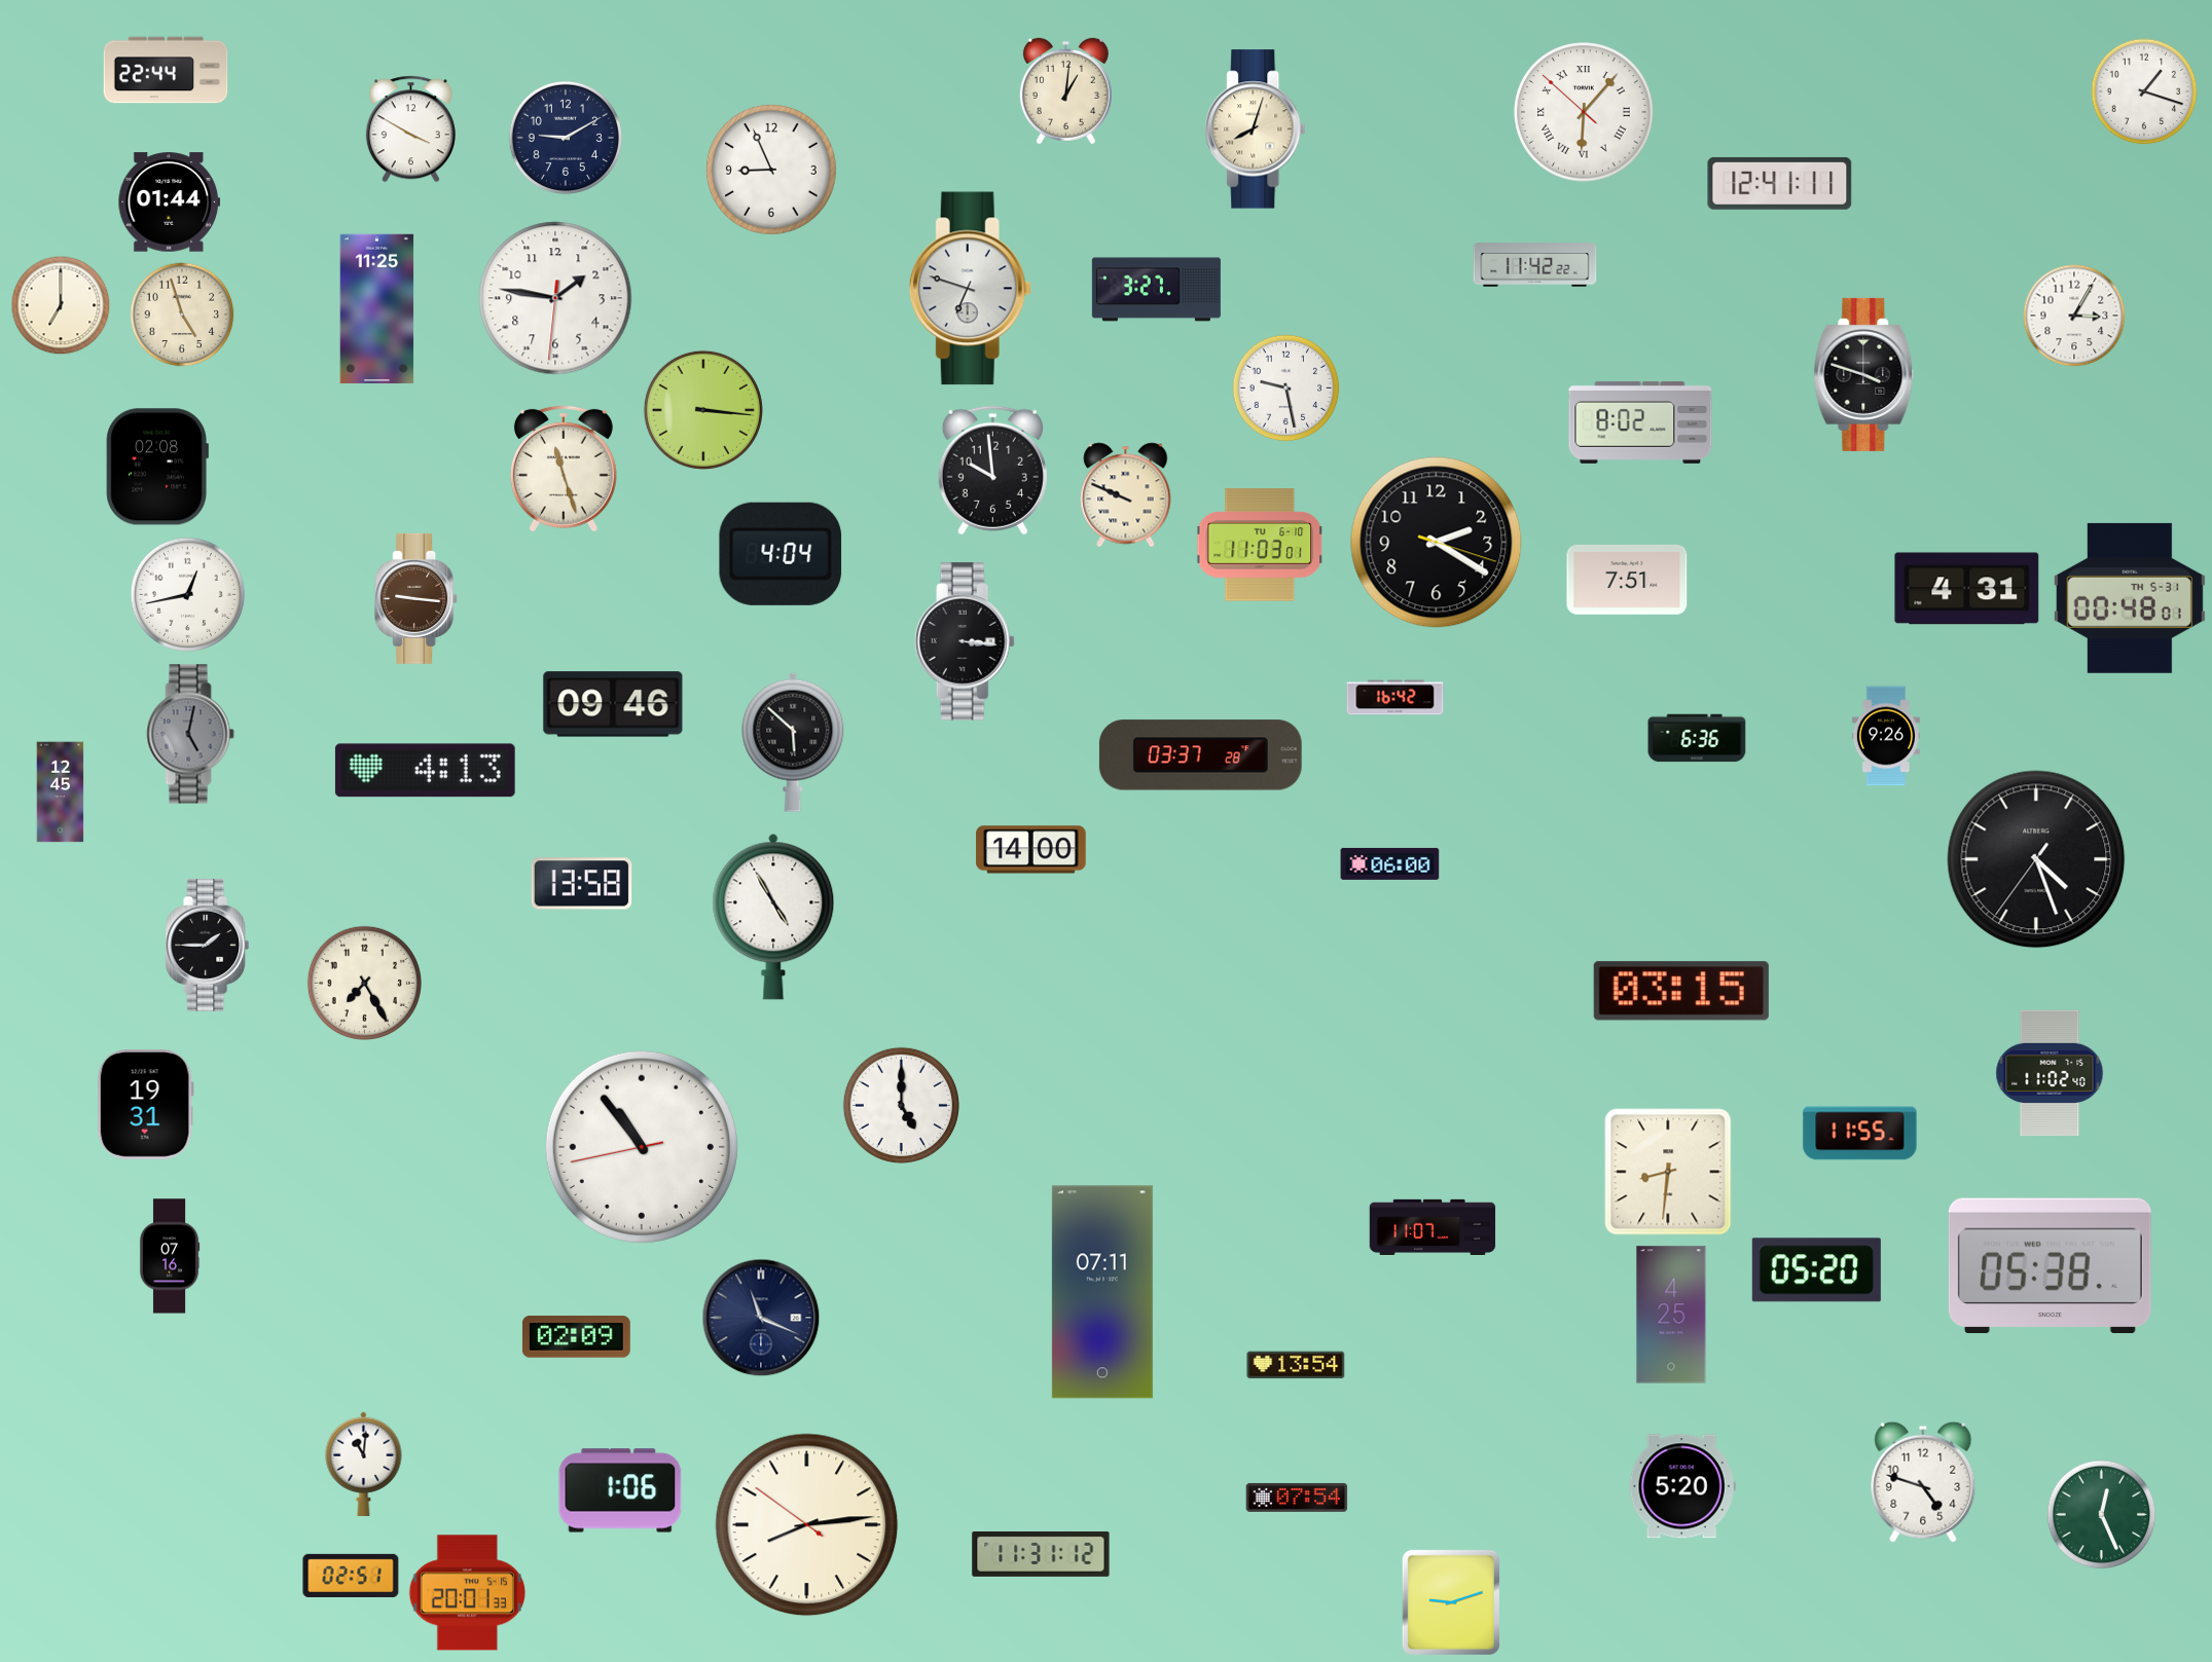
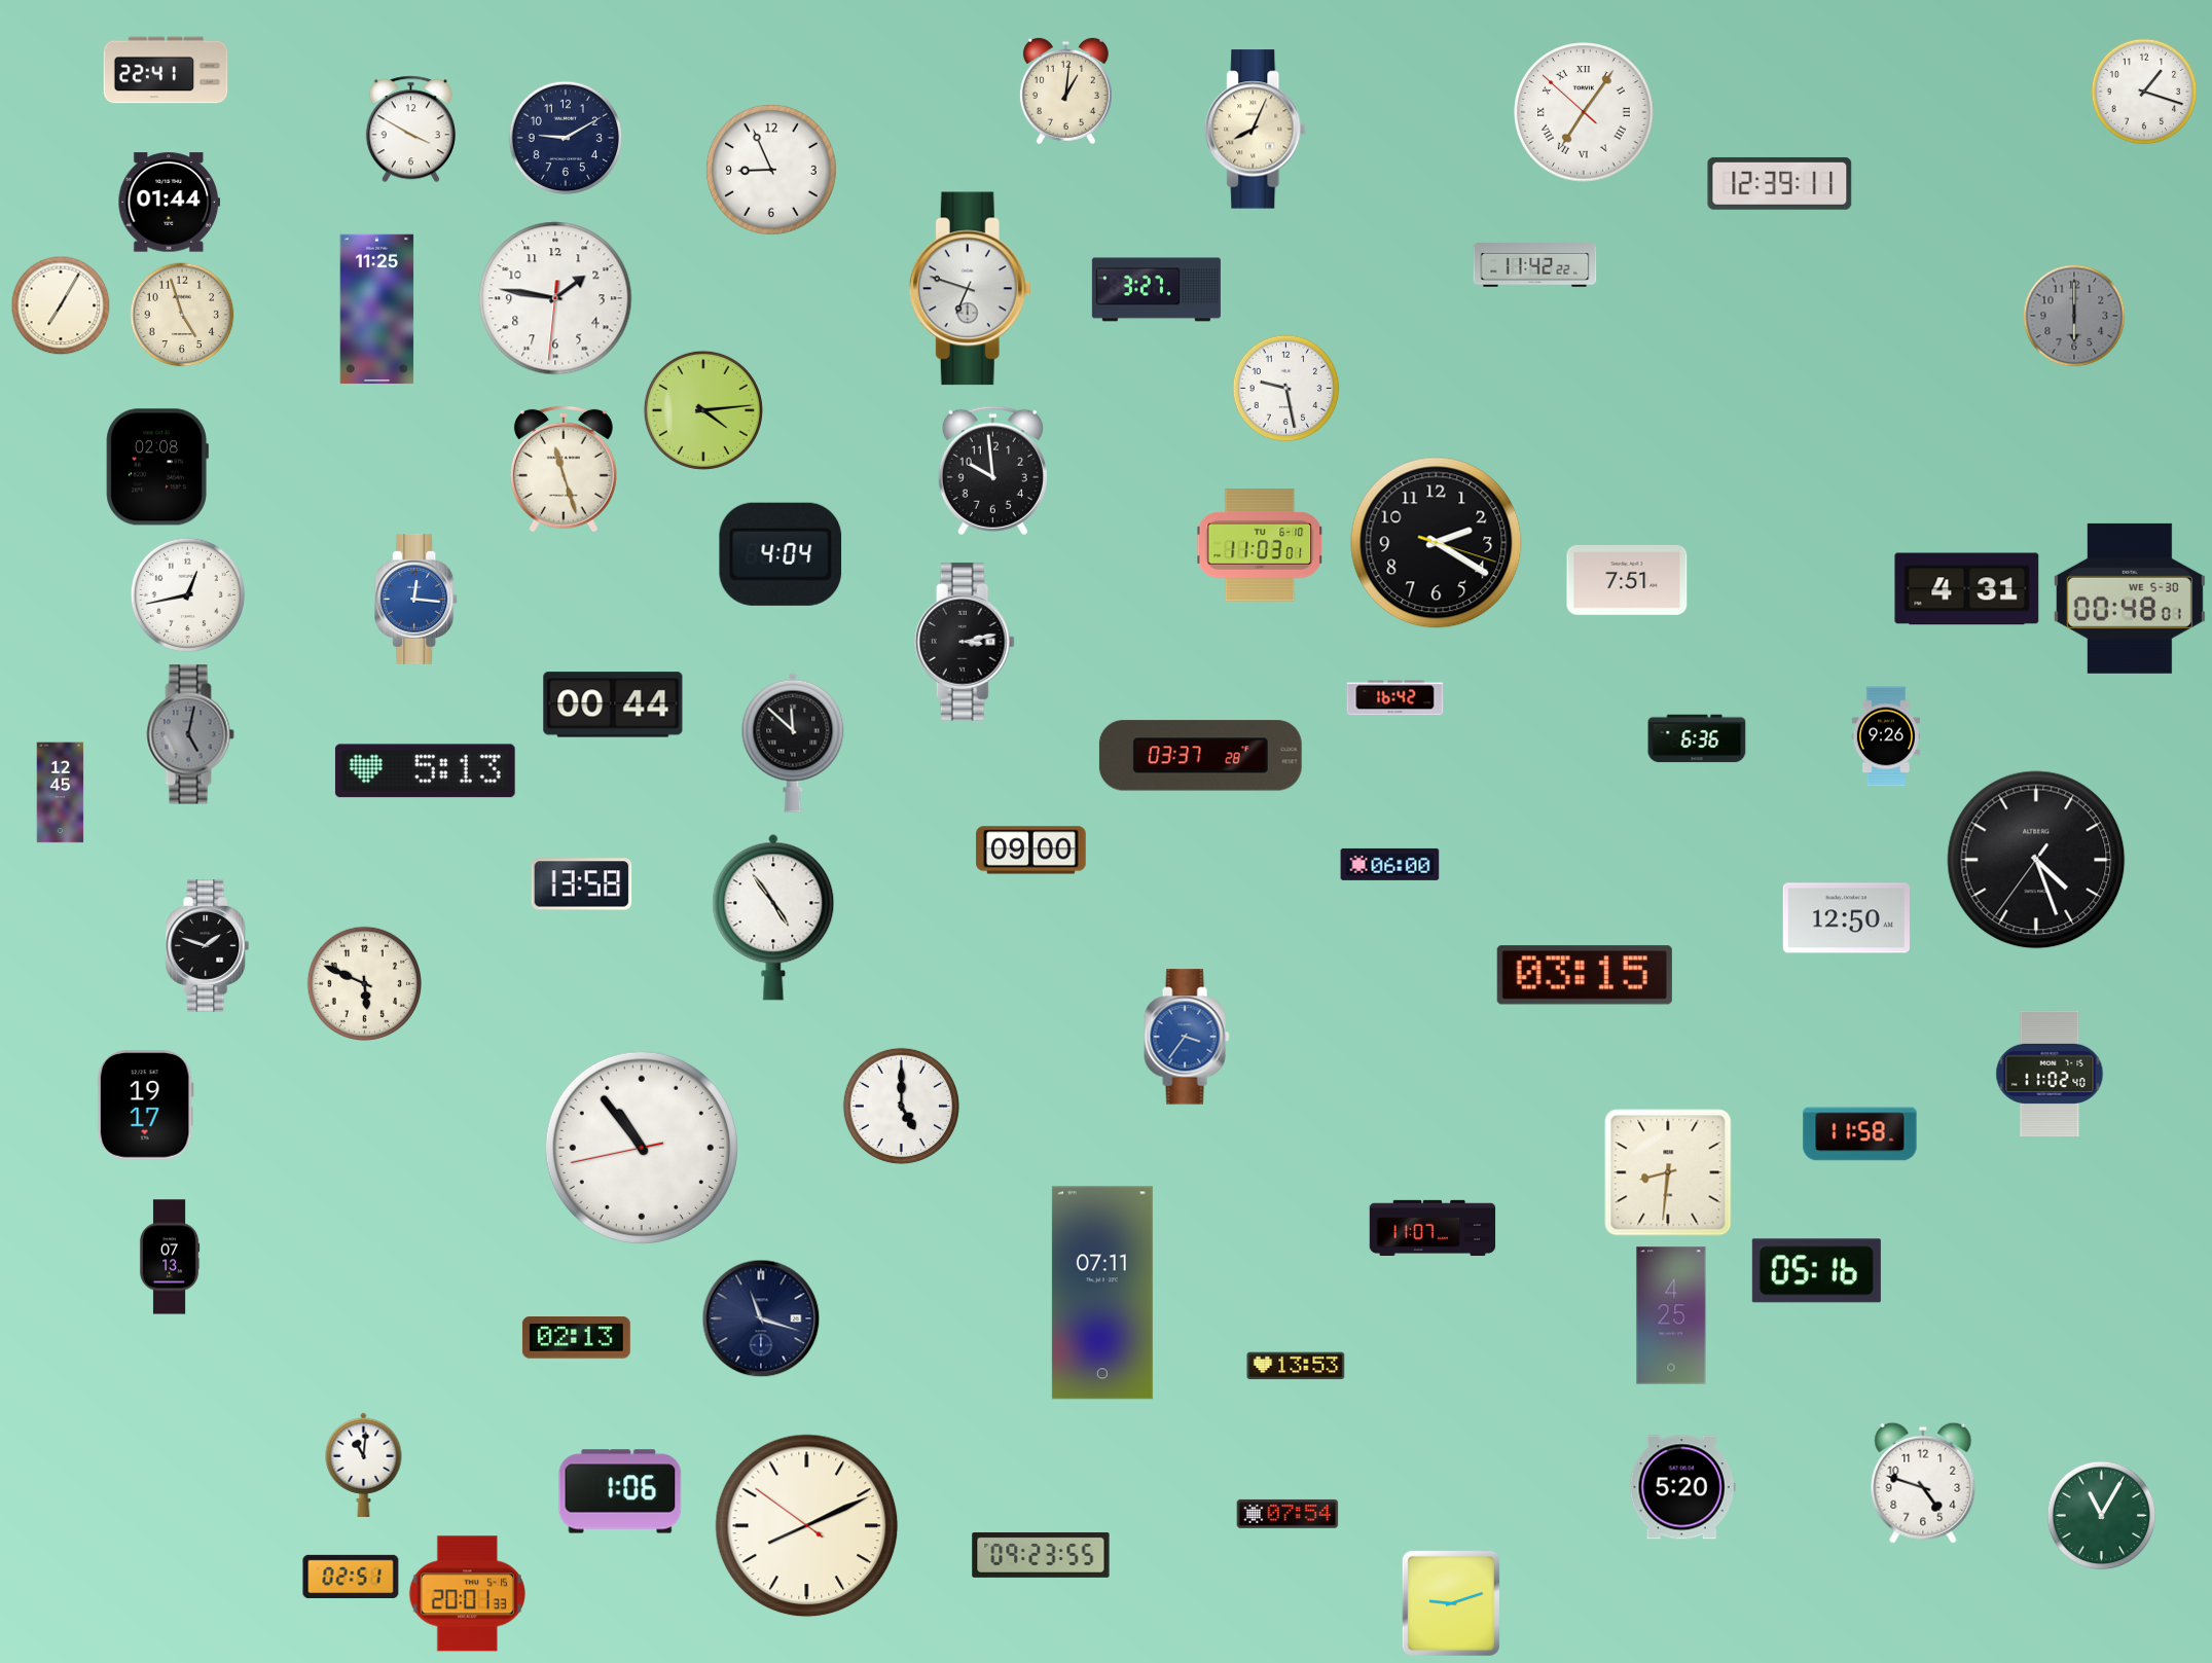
clock at (166, 70): 22:44 -> 22:41
clock at (1584, 112): 6:06 -> 7:05
clock at (1256, 130): 8:03 -> 8:04
clock at (1780, 183): 12:41 -> 12:39
clock at (61, 305): 7:00 -> 7:05
clock at (2074, 316): 3:05 -> 6:00
clock at (2074, 316) dial: white -> grey
clock at (1864, 374): 3:48 -> none
clock at (703, 410): 3:16 -> 4:14
clock at (1640, 422): 8:02 -> none
clock at (1126, 495): 9:49 -> none
clock at (416, 598): 9:16 -> 12:16
clock at (416, 598) dial: brown -> blue
clock at (2130, 598) date: TH 5-31 -> WE 5-30
clock at (965, 641): 3:16 -> 3:13
clock at (613, 704): 09:46 -> 00:44
clock at (793, 742): 5:52 -> 11:52
clock at (425, 771): 4:13 -> 5:13
clock at (1031, 850): 14:00 -> 09:00
clock at (773, 917): 4:55 -> 4:54
clock at (1846, 918): none -> 12:50
clock at (208, 946): 1:45 -> 1:48
clock at (364, 983): 7:25 -> 5:49
clock at (1681, 991) position: (1681, 991) -> (1585, 975)
clock at (1187, 1037): none -> 3:36
clock at (145, 1105): 19:31 -> 19:17
clock at (1860, 1134): 11:55 -> 11:58
clock at (170, 1256): 07:16 -> 07:13
clock at (2050, 1266): 05:38 -> none
clock at (1816, 1270): 05:20 -> 05:16
clock at (761, 1318): 11:19 -> 11:18
clock at (576, 1337): 02:09 -> 02:13
clock at (1296, 1365): 13:54 -> 13:53
clock at (1297, 1498) position: (1297, 1498) -> (1288, 1514)
clock at (2102, 1515): 12:26 -> 11:05
clock at (807, 1525): 8:13 -> 8:10
clock at (1041, 1554): 11:31 -> 09:23
